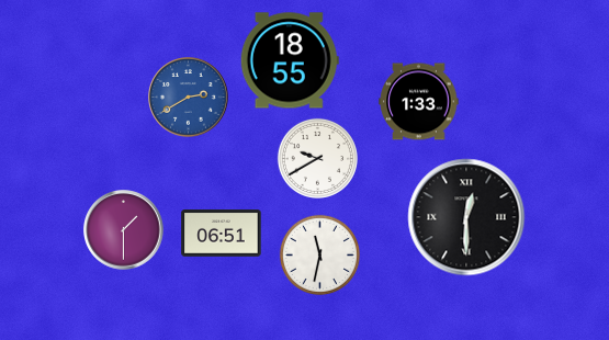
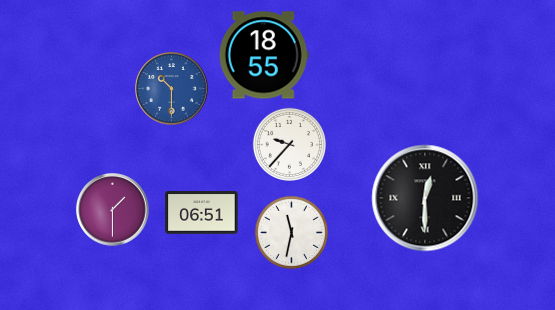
clock at (189, 98): 2:40 -> 10:30
clock at (419, 102): 1:33 -> none
clock at (317, 158): 9:40 -> 9:37
